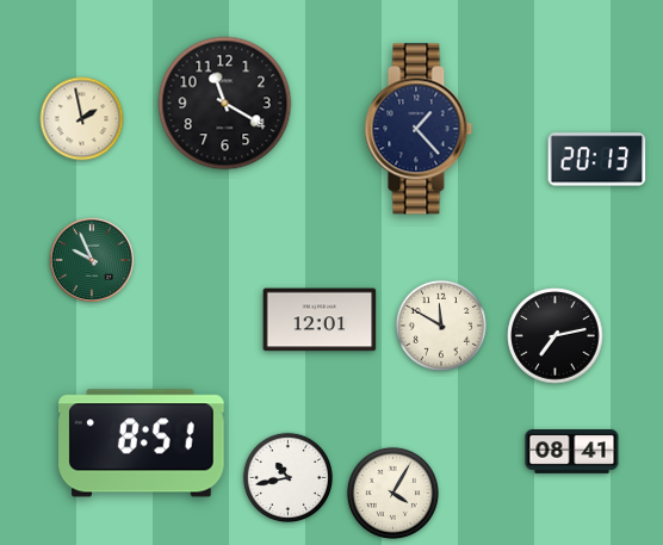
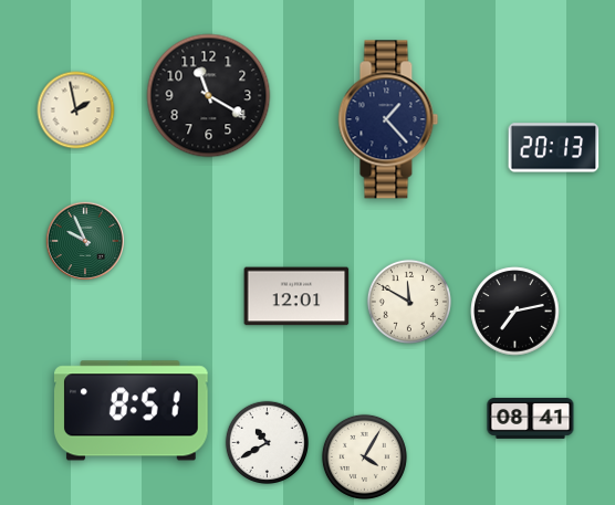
clock at (287, 477): 10:43 -> 10:40
